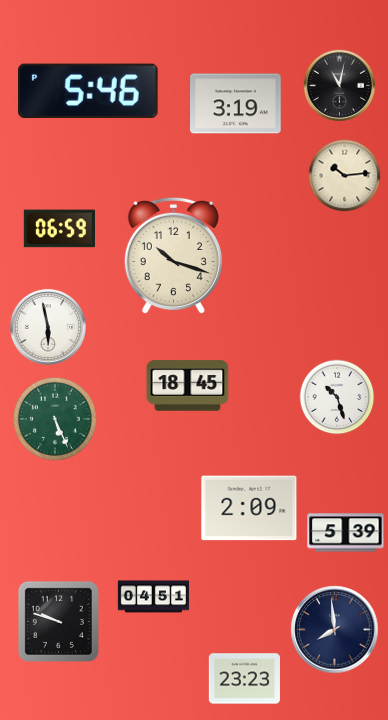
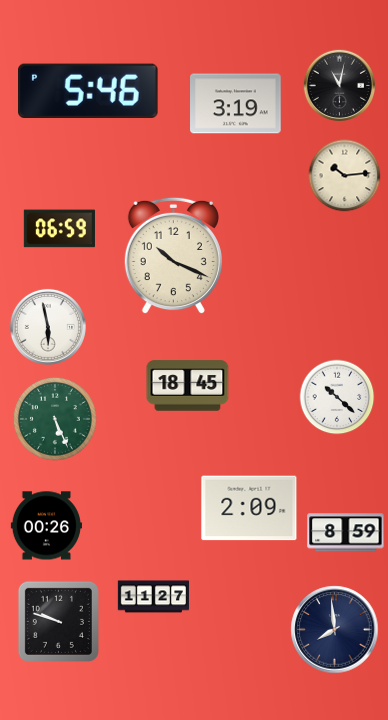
clock at (173, 256): 10:18 -> 10:19
clock at (337, 397): 10:27 -> 10:22
clock at (46, 526): none -> 00:26
clock at (346, 533): 5:39 -> 8:59
clock at (153, 597): 04:51 -> 11:27
clock at (244, 679): 23:23 -> none
